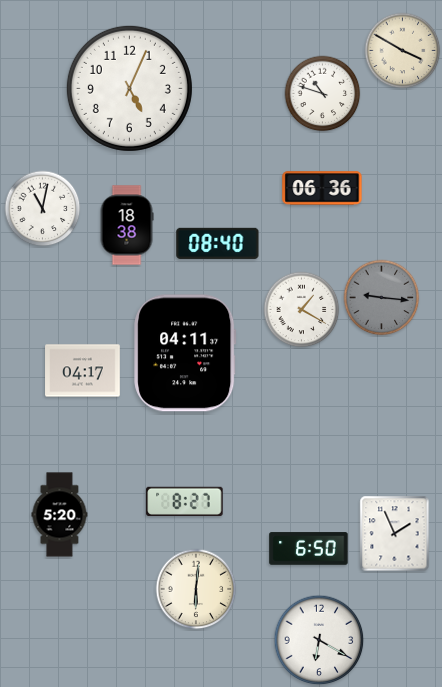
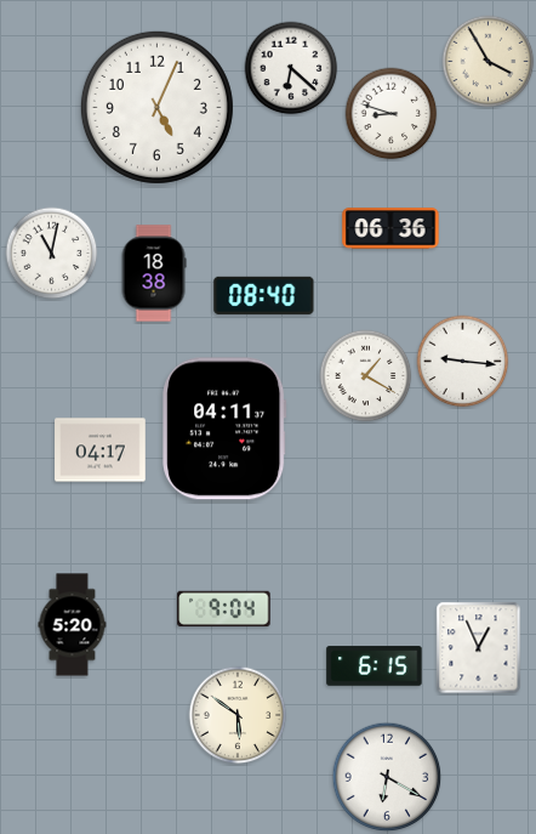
clock at (403, 51): 3:50 -> 3:55
clock at (291, 68): none -> 6:22
clock at (323, 94): 10:48 -> 8:48
clock at (382, 298) dial: grey -> white
clock at (185, 501): 8:27 -> 9:04
clock at (395, 534): 1:56 -> 12:56
clock at (309, 549): 6:50 -> 6:15
clock at (196, 589): 6:01 -> 5:51
